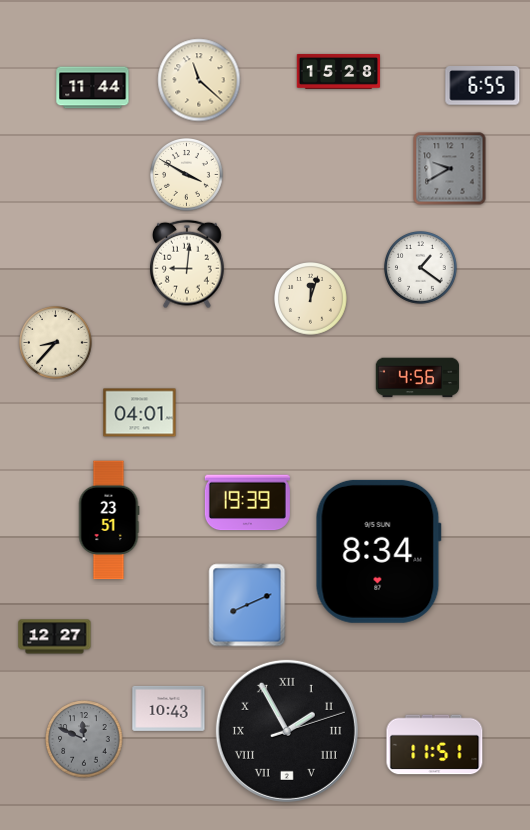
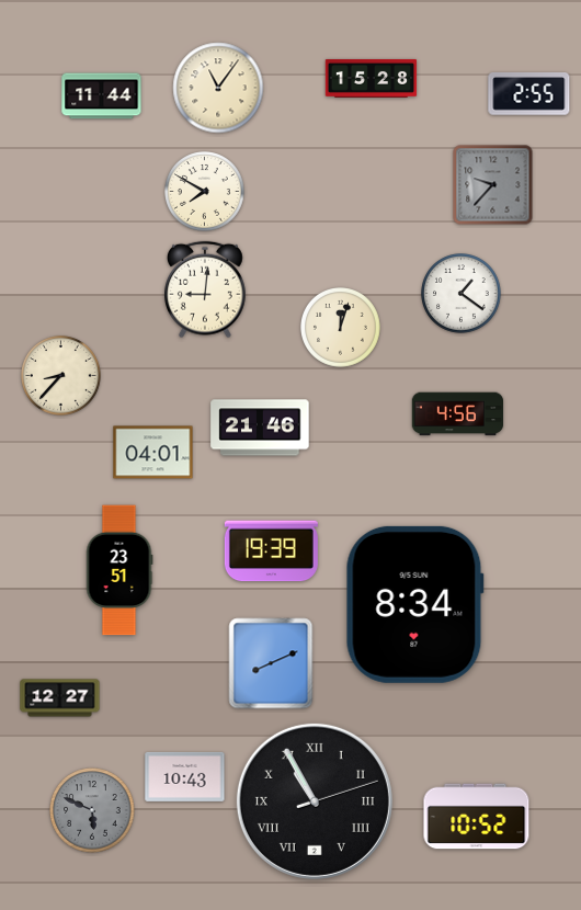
clock at (199, 80): 11:22 -> 11:06
clock at (483, 86): 6:55 -> 2:55
clock at (450, 169): 9:40 -> 9:37
clock at (187, 175): 3:50 -> 7:50
clock at (260, 428): none -> 21:46
clock at (287, 731): 1:55 -> 10:55
clock at (84, 739): 11:49 -> 5:49
clock at (435, 745): 11:51 -> 10:52
